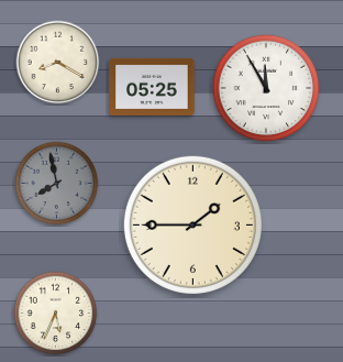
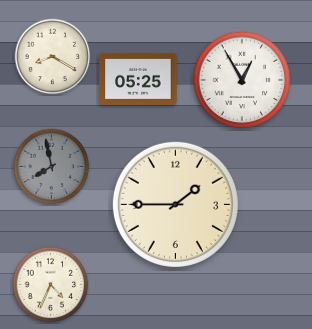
clock at (266, 88): 11:55 -> 12:55
clock at (56, 314): 5:34 -> 4:34
